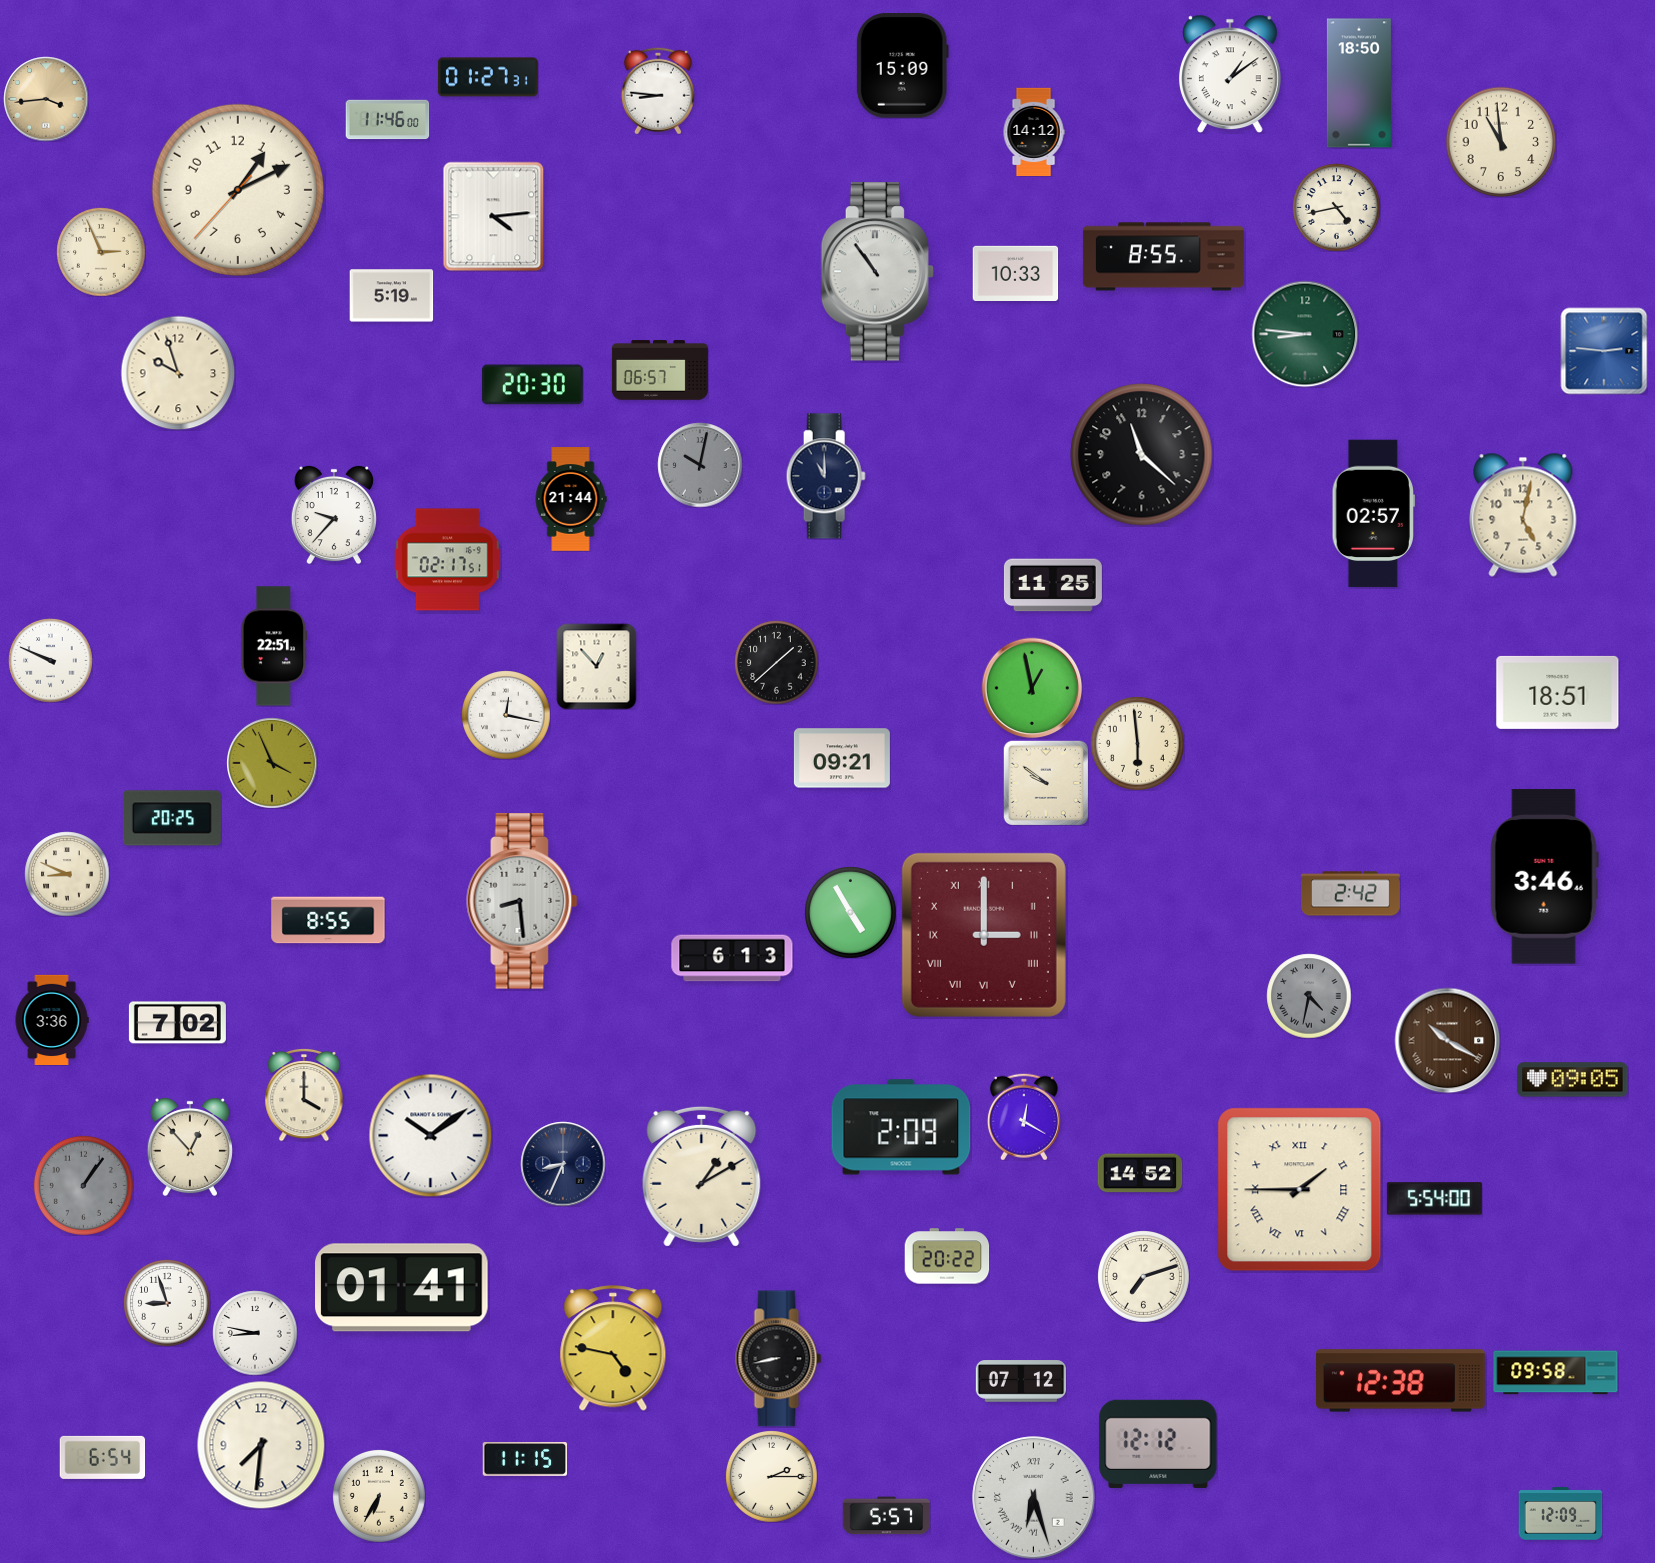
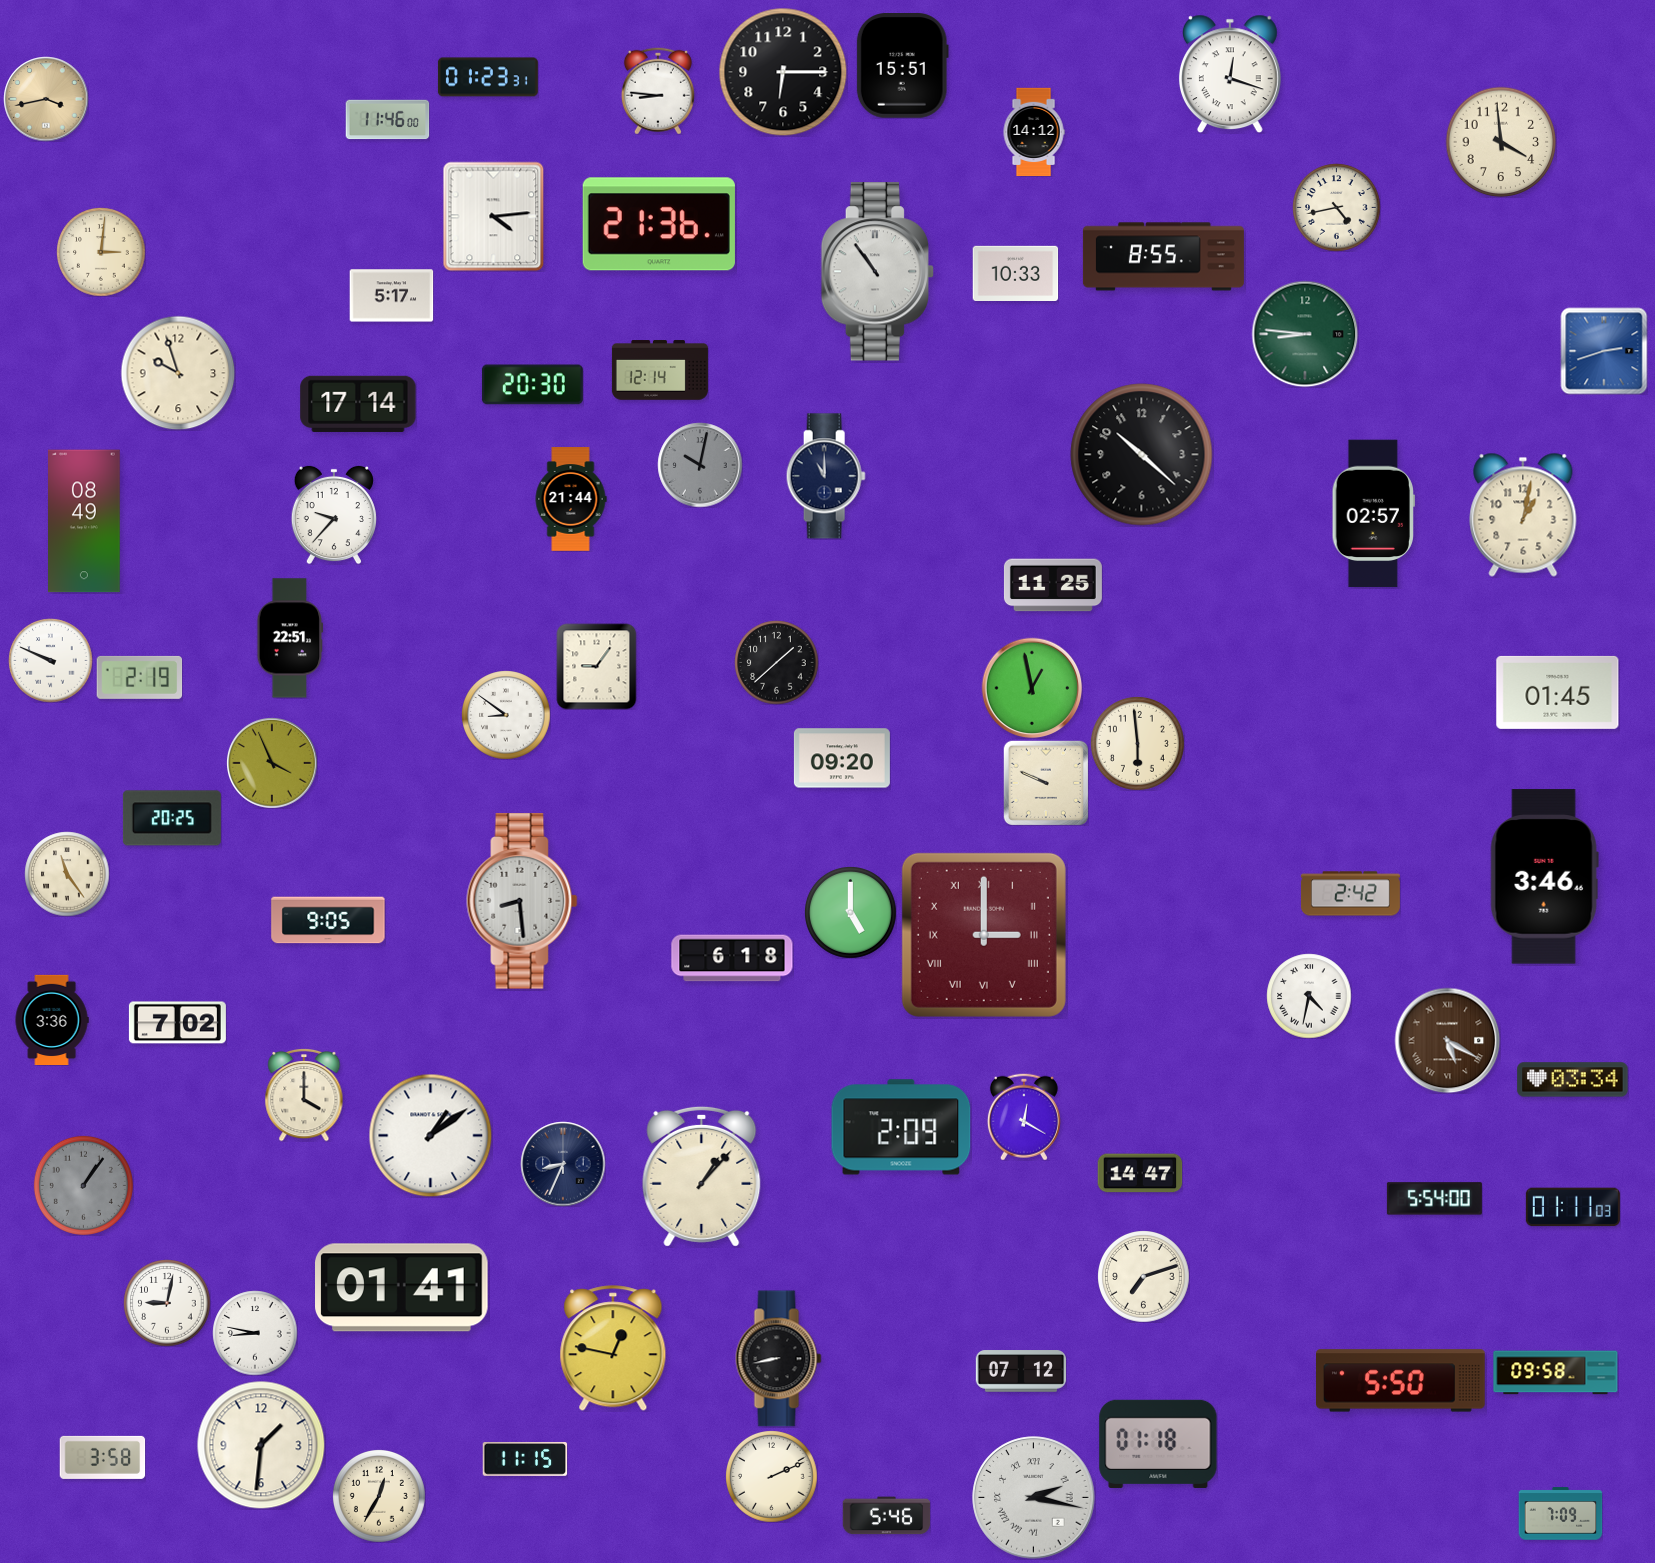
clock at (902, 66): 15:09 -> 15:51
clock at (783, 72): none -> 6:15
clock at (1230, 74): 1:09 -> 12:18
clock at (488, 77): 01:27 -> 01:23
clock at (1359, 83): 18:50 -> none
clock at (46, 99): 3:44 -> 3:43
clock at (1501, 142): 10:59 -> 3:59
clock at (238, 190): 1:10 -> none
clock at (659, 224): none -> 21:36
clock at (101, 252): 2:56 -> 3:01
clock at (391, 296): 5:19 -> 5:17
clock at (1604, 351): 2:46 -> 2:42
clock at (660, 370): 06:57 -> 12:14
clock at (358, 404): none -> 17:14
clock at (1142, 455): 11:22 -> 10:22
clock at (1523, 515): 5:02 -> 1:02
clock at (85, 521): none -> 08:49
clock at (448, 560): 02:17 -> none
clock at (274, 646) position: (274, 646) -> (290, 638)
clock at (597, 666): 12:53 -> 9:06
clock at (139, 677): none -> 2:19
clock at (1558, 692): 18:51 -> 01:45
clock at (506, 715): 12:17 -> 8:51
clock at (842, 758): 09:21 -> 09:20
clock at (1046, 783): 9:51 -> 9:49
clock at (67, 874): 8:49 -> 11:24
clock at (851, 913): 4:55 -> 5:00
clock at (328, 920): 8:55 -> 9:05
clock at (732, 958): 6:13 -> 6:18
clock at (1309, 996) dial: grey -> white
clock at (1447, 1040): 10:20 -> 5:20
clock at (1573, 1080): 09:05 -> 03:34
clock at (430, 1135): 10:09 -> 1:09
clock at (190, 1147): 12:53 -> none
clock at (1140, 1173): 14:52 -> 14:47
clock at (702, 1176): 1:10 -> 1:07
clock at (1300, 1190): 1:45 -> none
clock at (1573, 1207): none -> 01:11
clock at (947, 1256): 20:22 -> none
clock at (167, 1303): 8:57 -> 9:02
clock at (613, 1348): 4:47 -> 12:47
clock at (1020, 1381) position: (1020, 1381) -> (1020, 1371)
clock at (1401, 1381): 12:38 -> 5:50
clock at (1158, 1444): 12:12 -> 01:18
clock at (261, 1445): 7:31 -> 1:31
clock at (102, 1457): 6:54 -> 3:58
clock at (772, 1477): 2:15 -> 2:11
clock at (379, 1496): 6:35 -> 12:35
clock at (1034, 1498): 6:27 -> 2:17
clock at (1560, 1514): 12:09 -> 7:09
clock at (886, 1516): 5:57 -> 5:46
